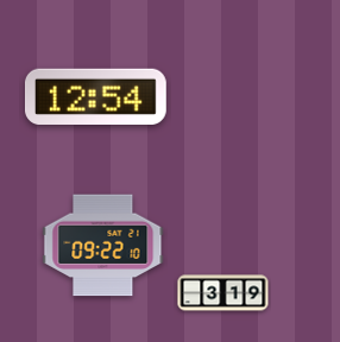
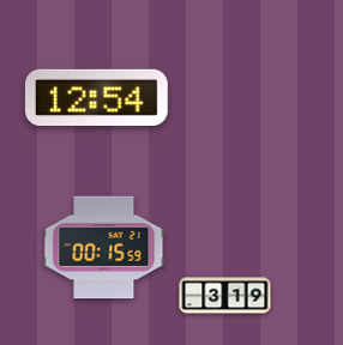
clock at (103, 246): 09:22 -> 00:15
